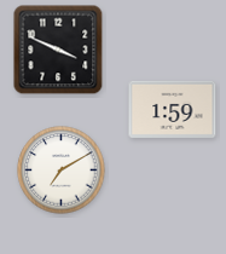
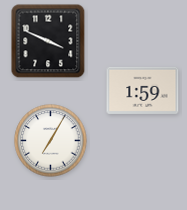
clock at (62, 171): 7:10 -> 7:05
